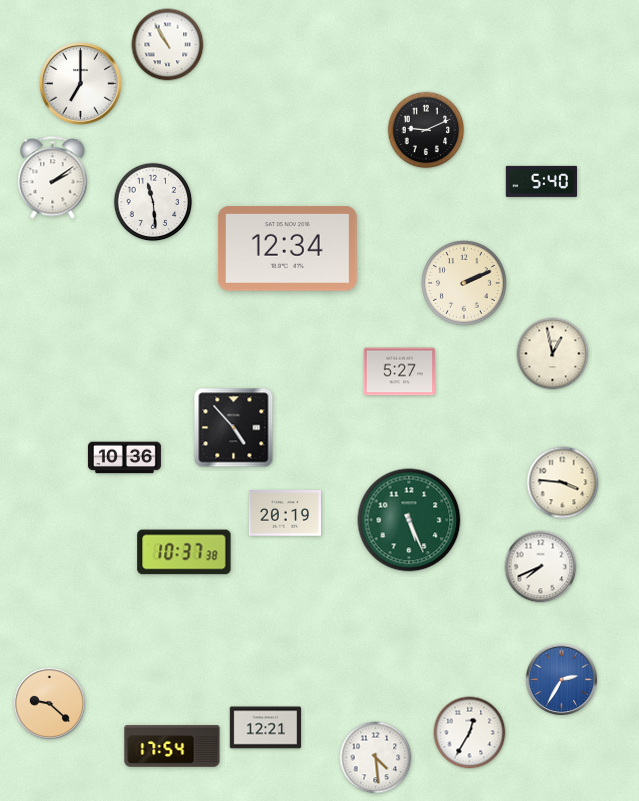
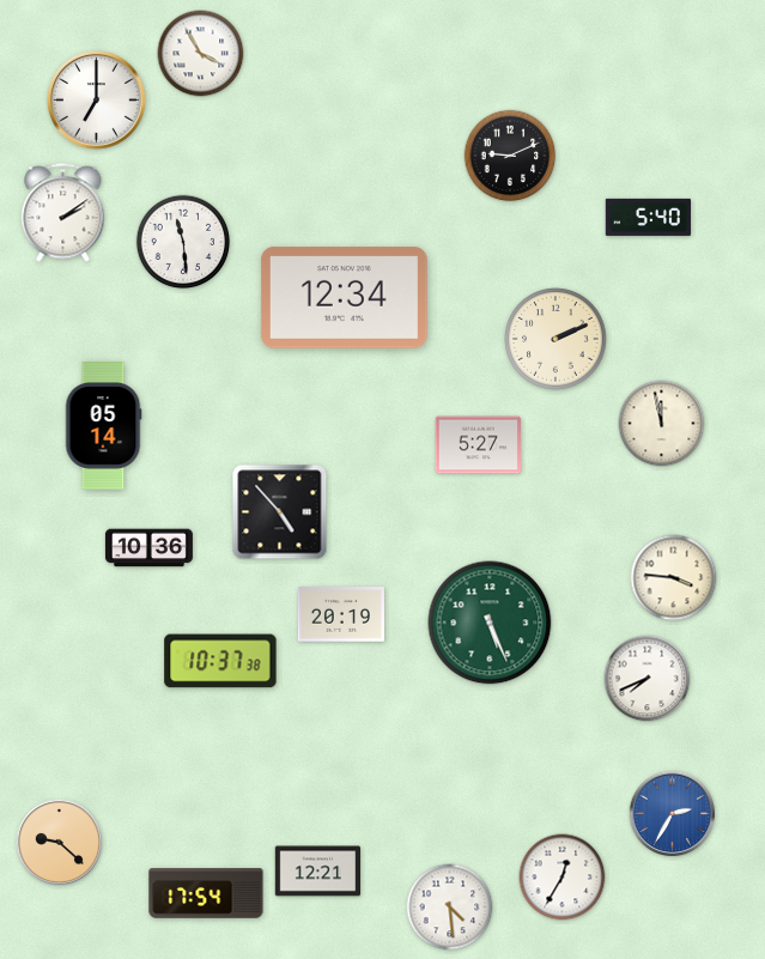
clock at (168, 45): 10:55 -> 3:55
clock at (553, 354): 12:58 -> 11:58
clock at (103, 426): none -> 05:14
